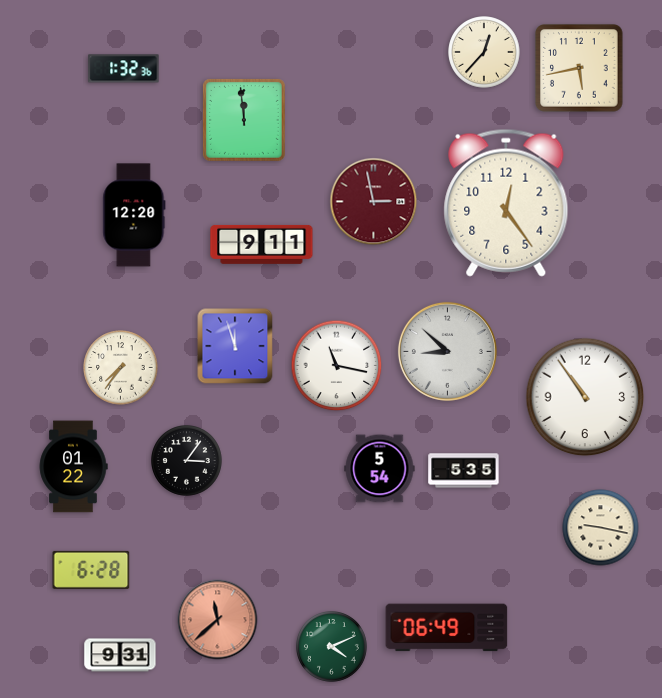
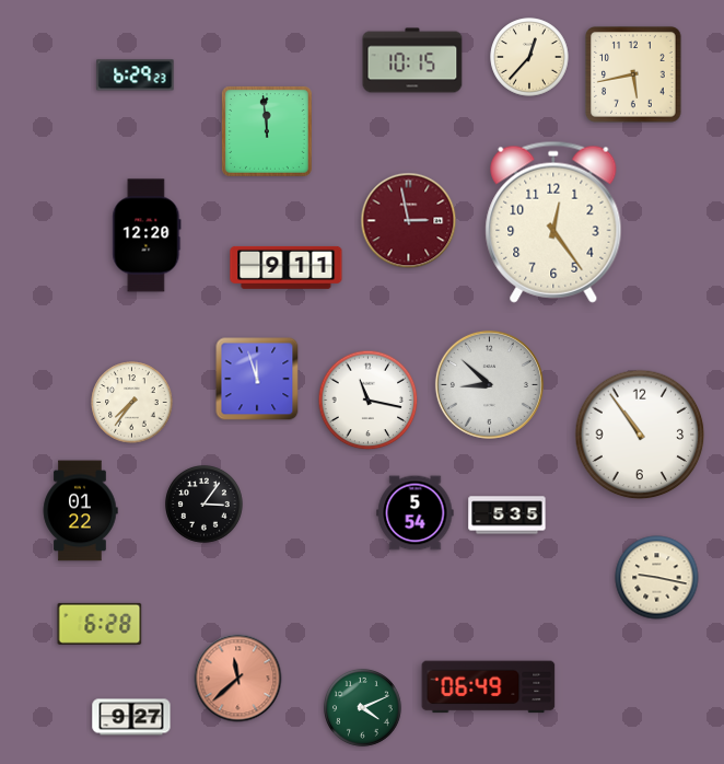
clock at (412, 60): none -> 10:15
clock at (124, 69): 1:32 -> 6:29
clock at (120, 655): 9:31 -> 9:27
